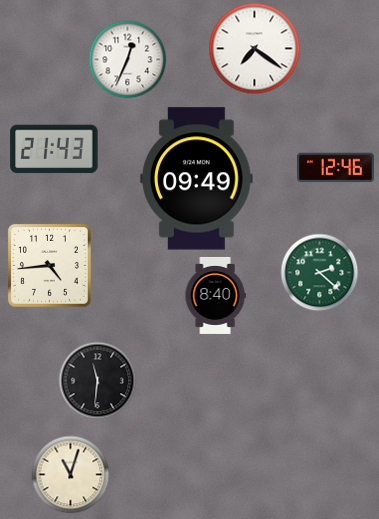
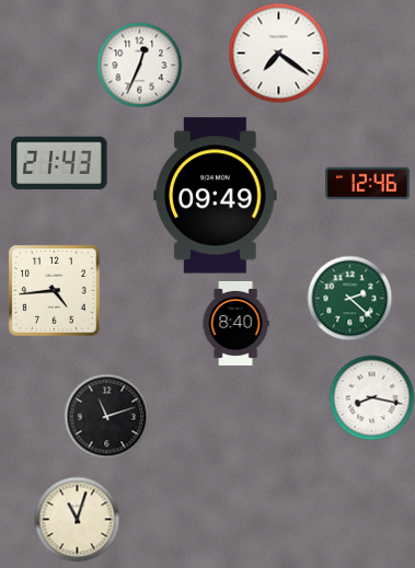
clock at (371, 397): none -> 8:17
clock at (97, 380): 11:31 -> 11:12
